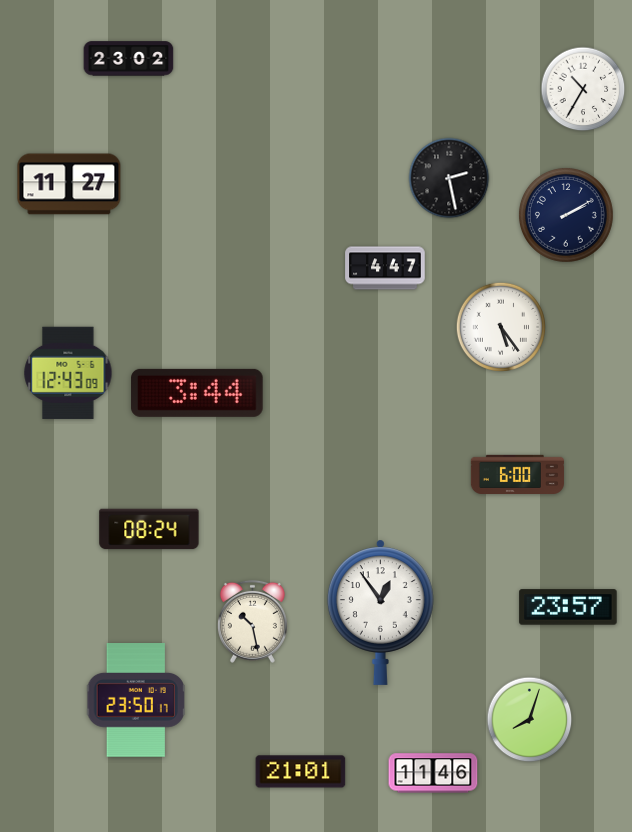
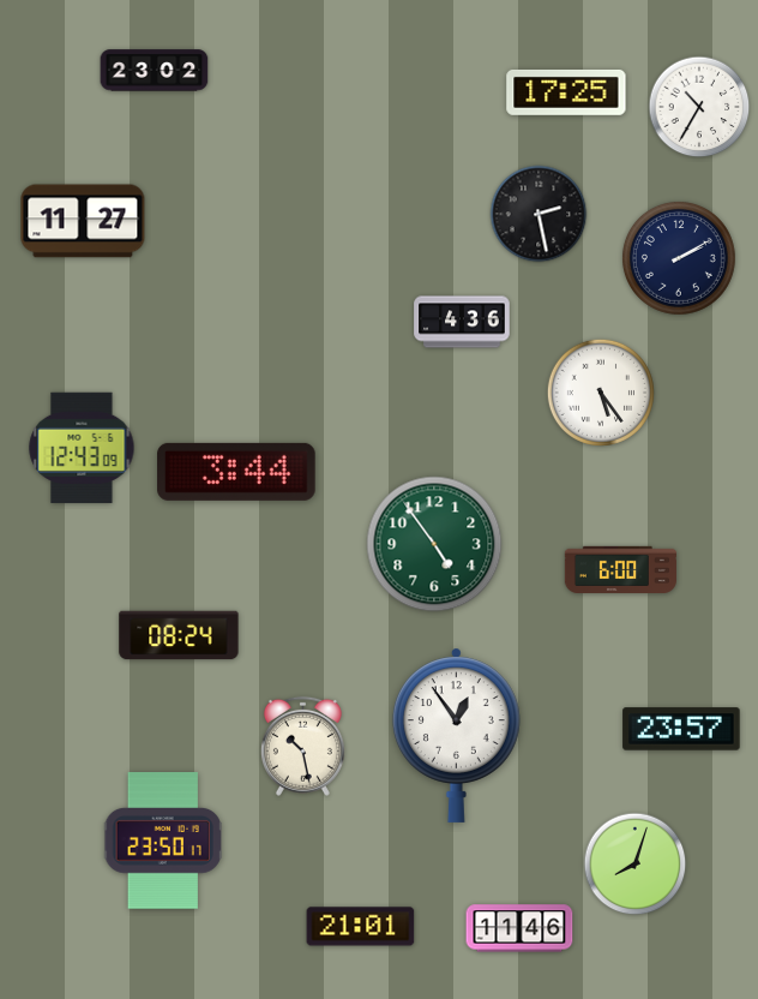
clock at (566, 92): none -> 17:25
clock at (385, 268): 4:47 -> 4:36
clock at (434, 544): none -> 4:54
